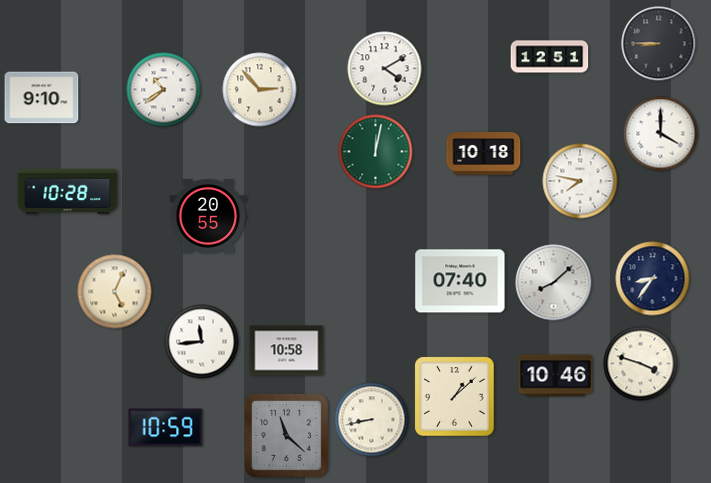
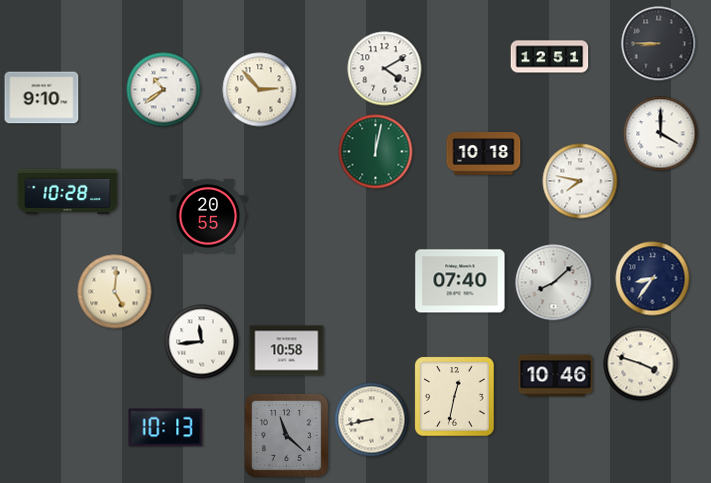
clock at (115, 292): 5:04 -> 5:01
clock at (455, 397): 1:08 -> 12:32
clock at (166, 428): 10:59 -> 10:13
